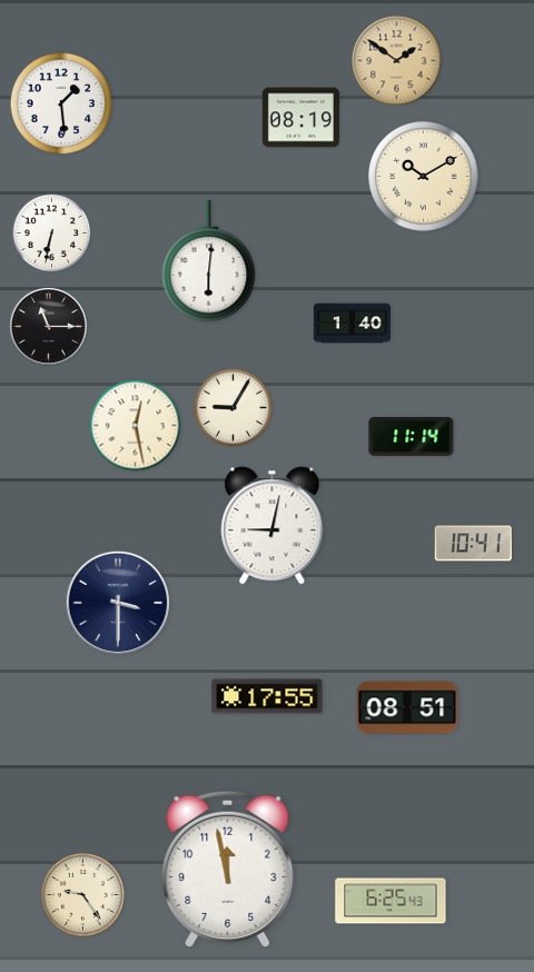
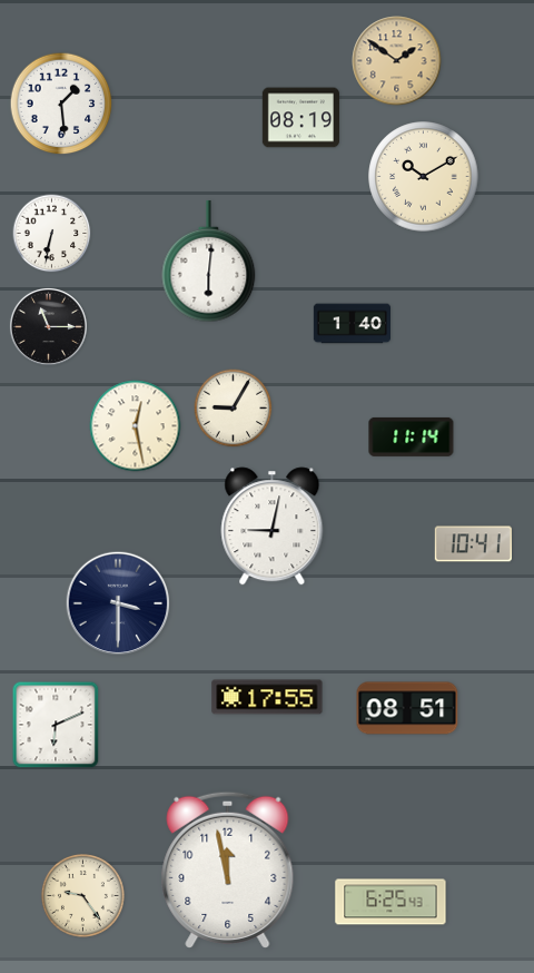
clock at (56, 725): none -> 6:11
